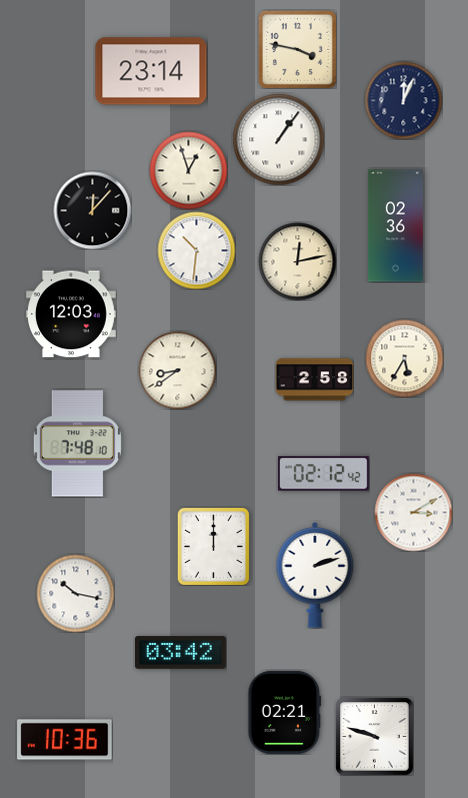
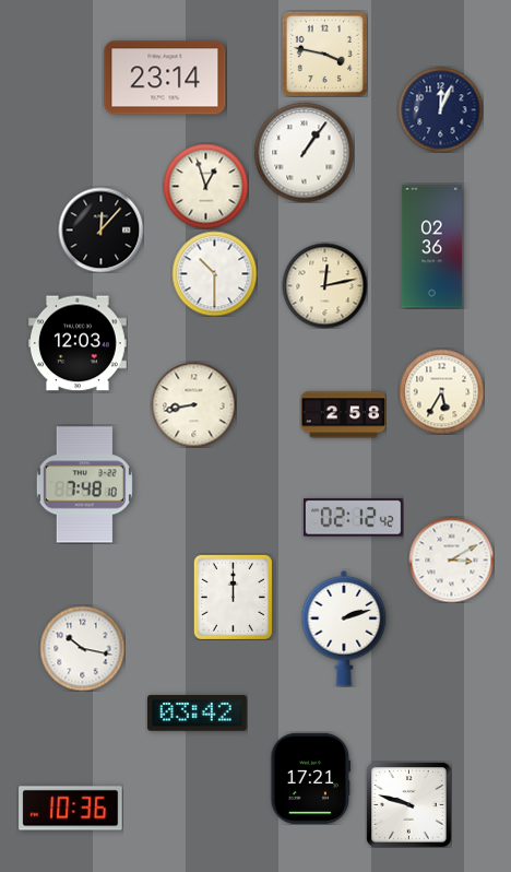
clock at (196, 250): 10:31 -> 10:30
clock at (177, 370): 8:39 -> 8:43
clock at (285, 712): 02:21 -> 17:21
